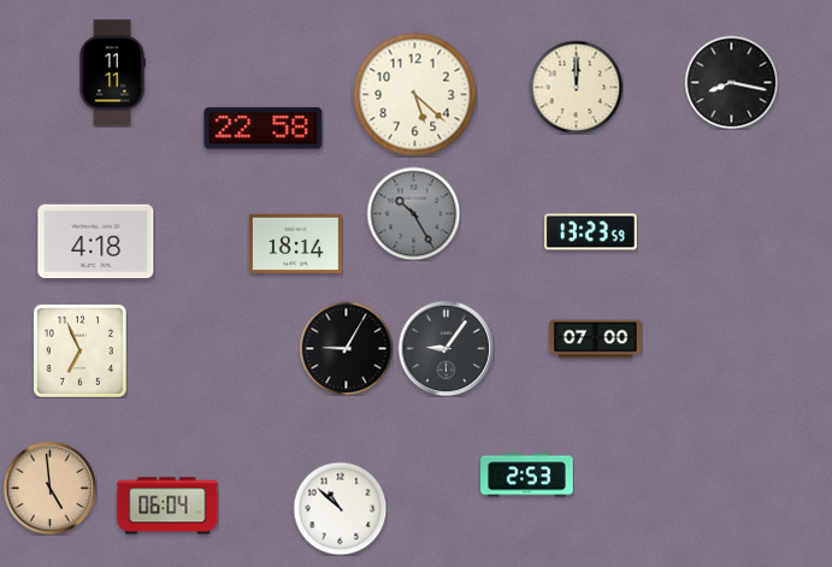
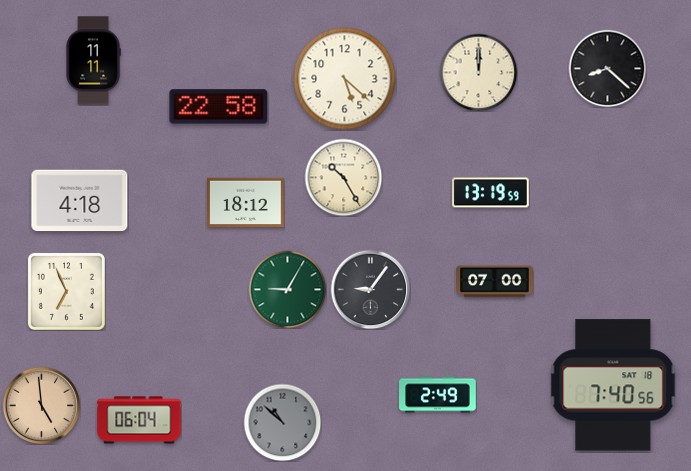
clock at (731, 82): 8:17 -> 8:22
clock at (413, 213) dial: grey -> cream
clock at (591, 232): 13:23 -> 13:19
clock at (296, 243): 18:14 -> 18:12
clock at (346, 348) dial: black -> green
clock at (613, 385): none -> 7:40
clock at (527, 476): 2:53 -> 2:49
clock at (340, 508) dial: white -> grey
